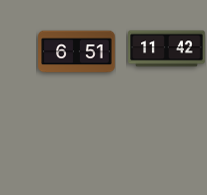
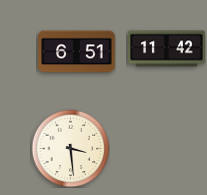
clock at (70, 148): none -> 3:29
